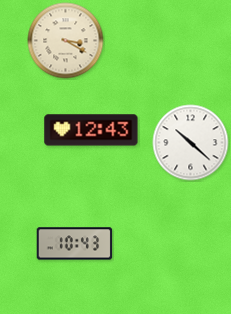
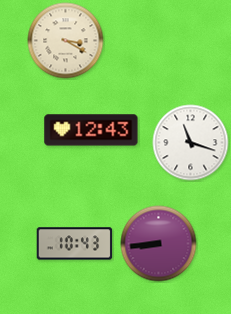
clock at (191, 143): 10:22 -> 11:18
clock at (159, 244): none -> 8:44
